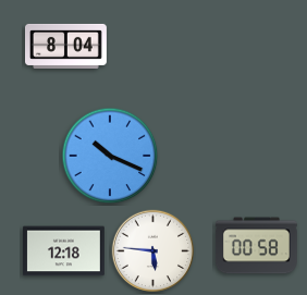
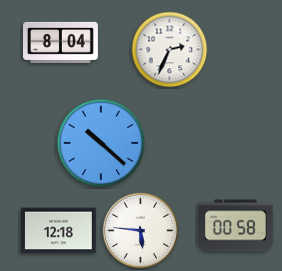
clock at (170, 50): none -> 2:34
clock at (110, 156): 10:19 -> 10:22
